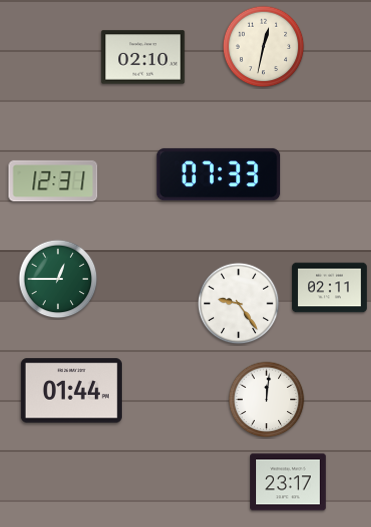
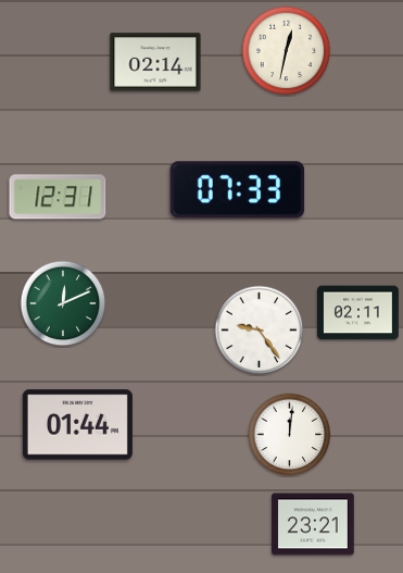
clock at (143, 57): 02:10 -> 02:14
clock at (58, 279): 12:45 -> 12:11
clock at (288, 482): 23:17 -> 23:21
